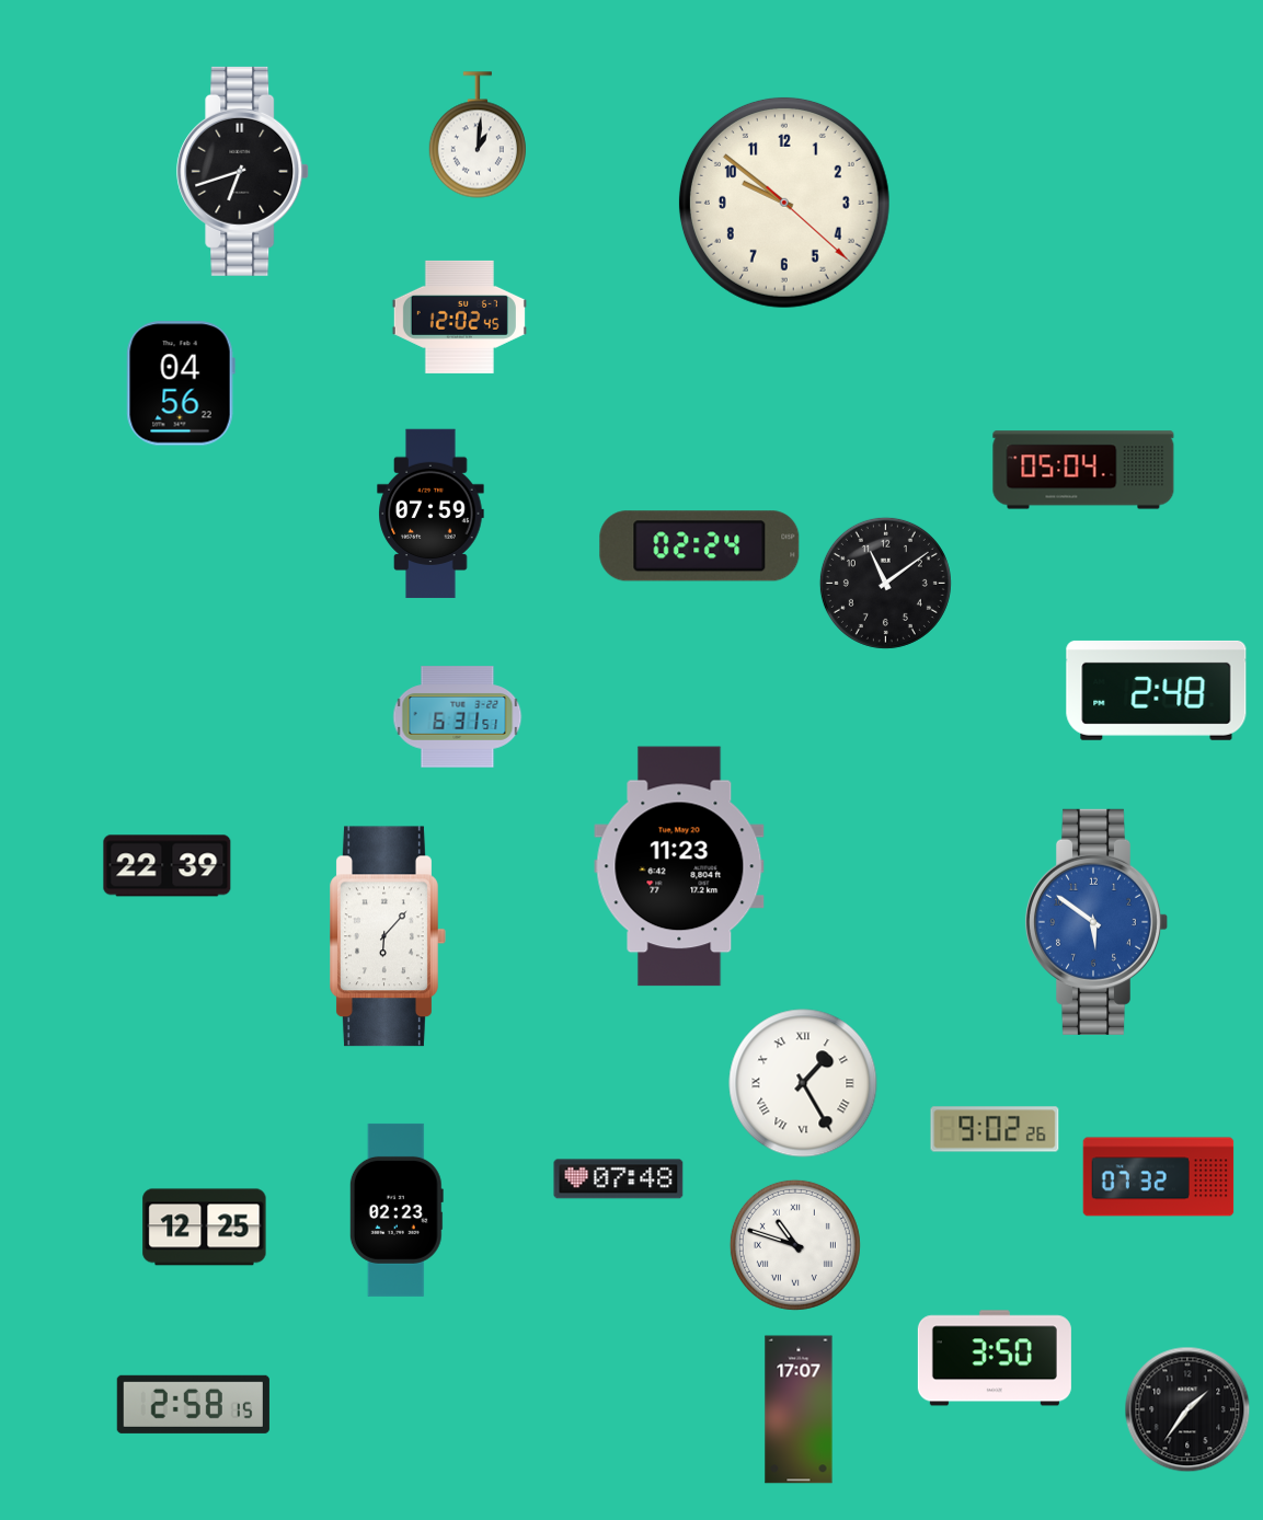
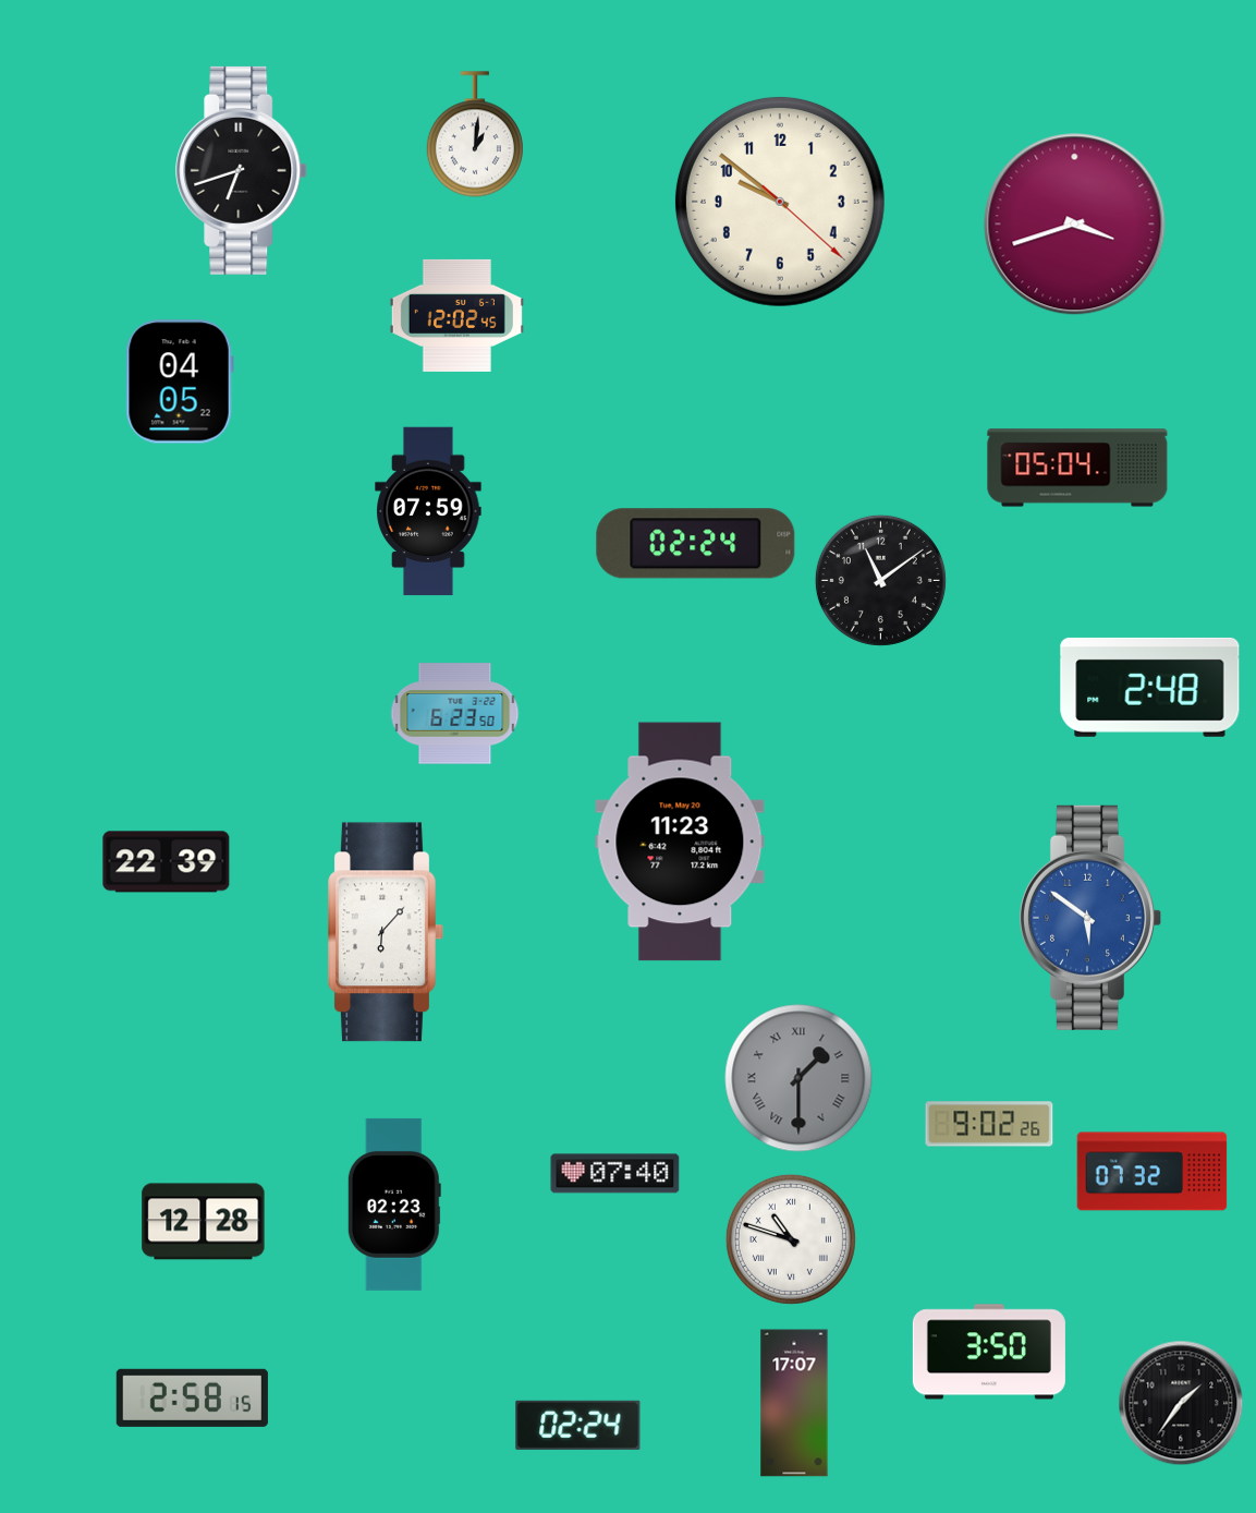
clock at (1075, 225): none -> 3:42
clock at (181, 383): 04:56 -> 04:05
clock at (458, 717): 6:31 -> 6:23
clock at (679, 866) position: (679, 866) -> (680, 842)
clock at (803, 1083): 1:25 -> 1:30
clock at (803, 1083) dial: white -> grey
clock at (619, 1179): 07:48 -> 07:40
clock at (205, 1228): 12:25 -> 12:28
clock at (578, 1425): none -> 02:24
